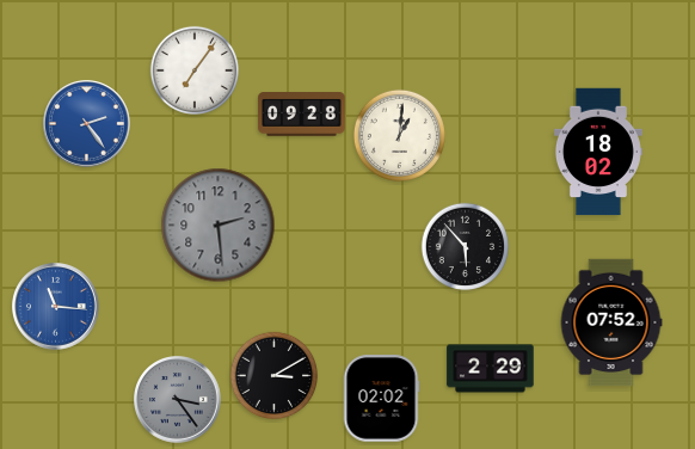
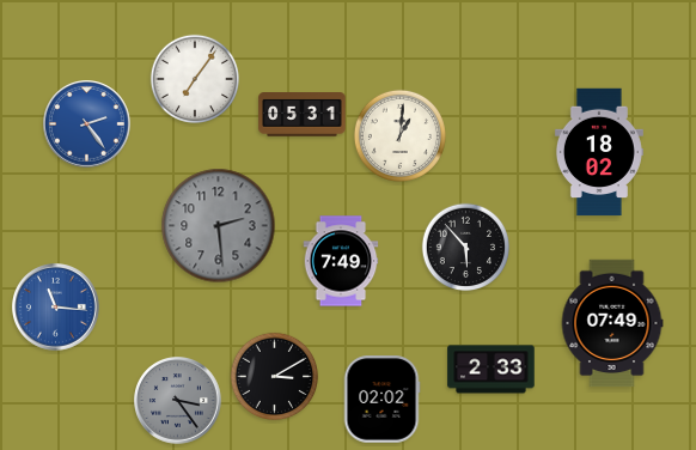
clock at (193, 69) position: (193, 69) -> (194, 78)
clock at (302, 115): 09:28 -> 05:31
clock at (341, 261): none -> 7:49
clock at (611, 322): 07:52 -> 07:49
clock at (491, 369): 2:29 -> 2:33
